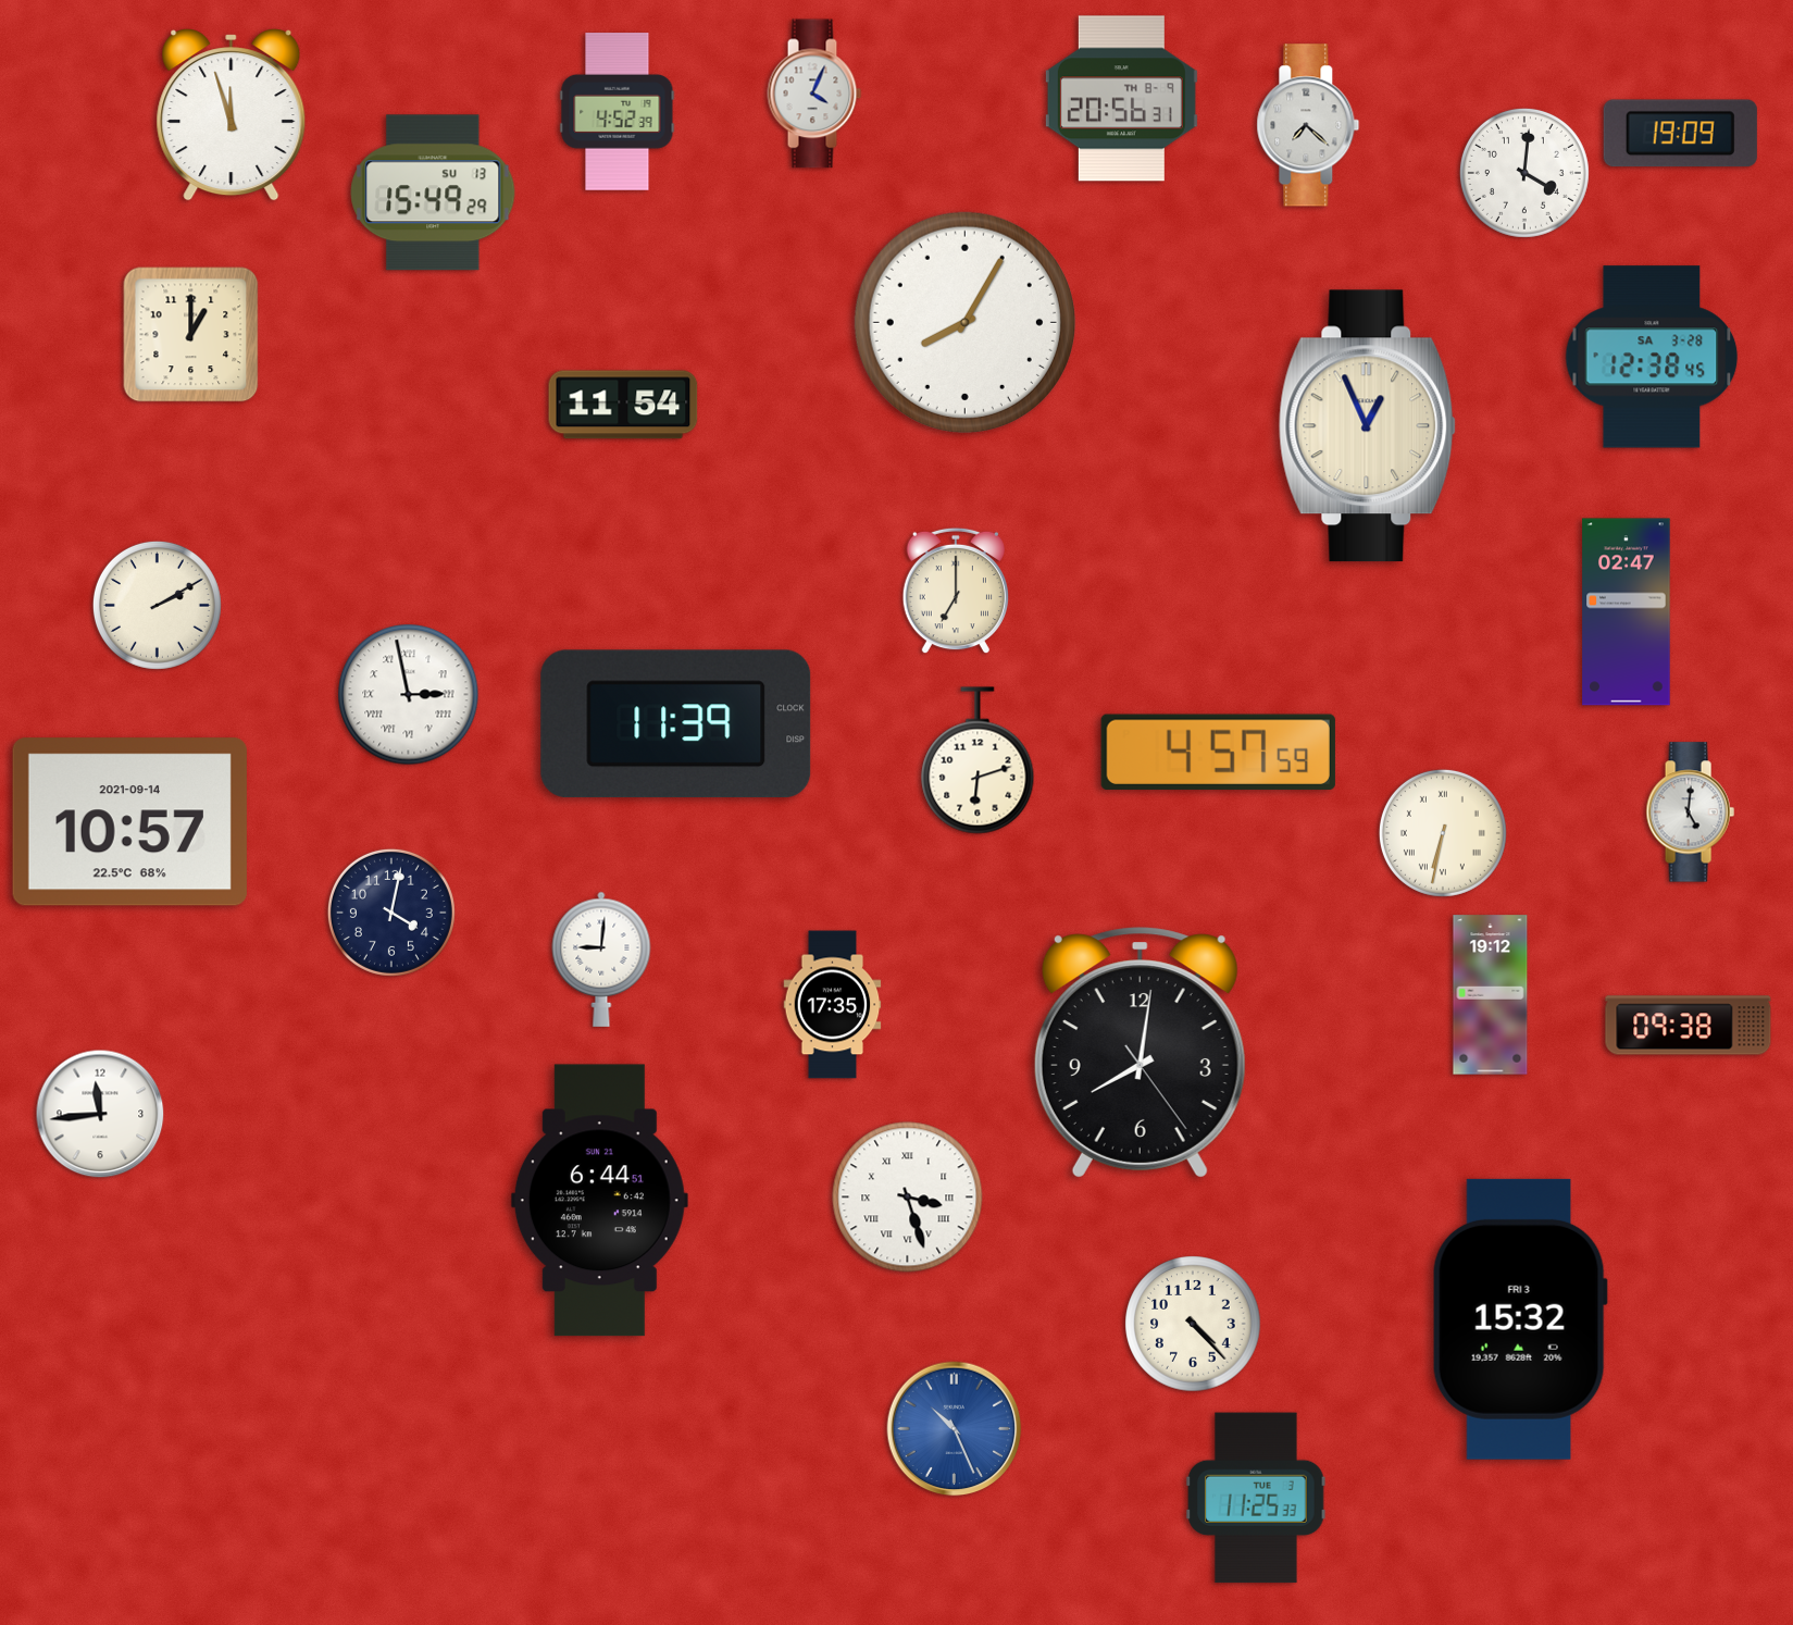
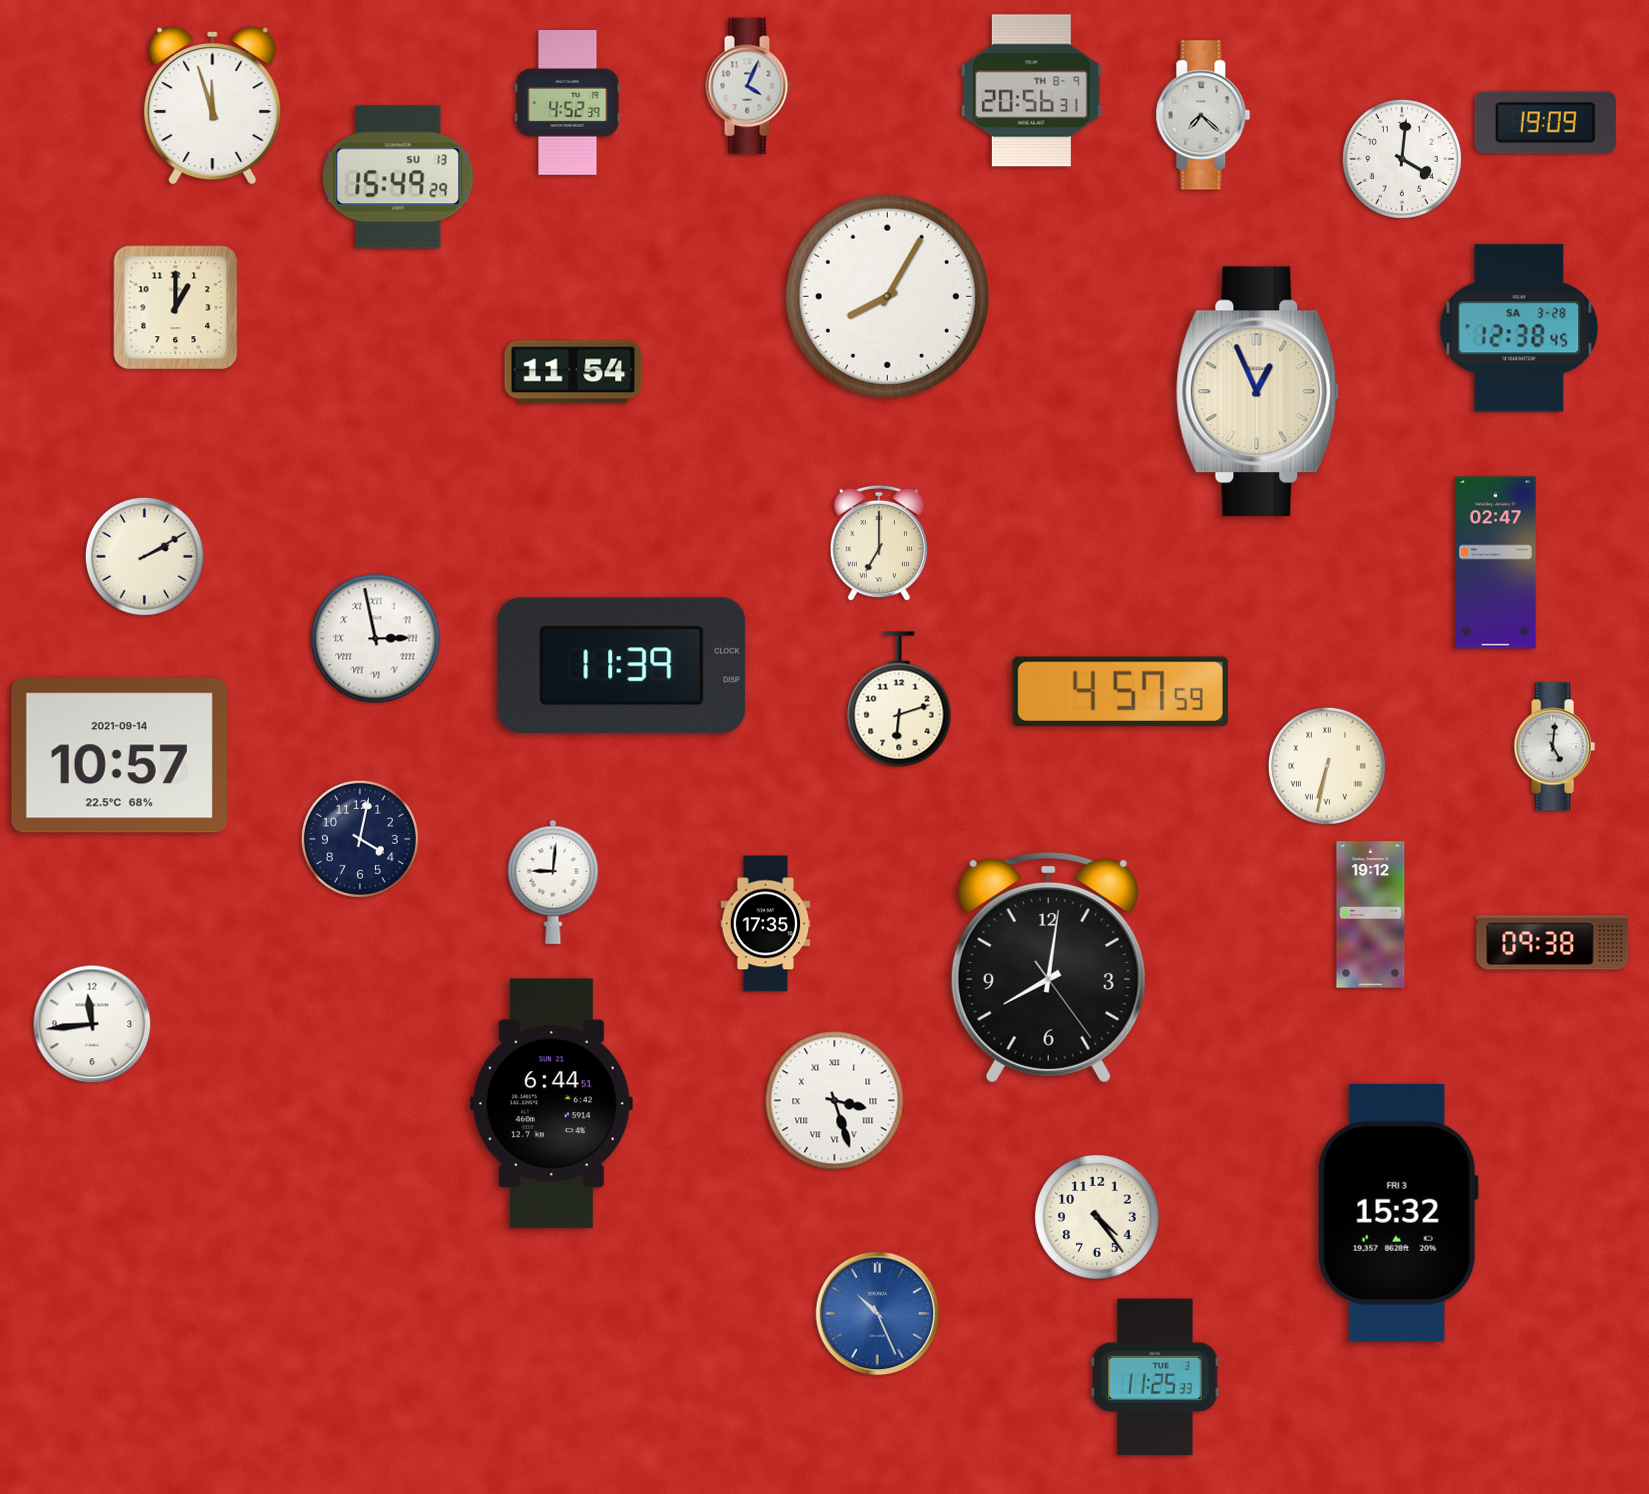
clock at (1193, 1324): 4:23 -> 4:24
